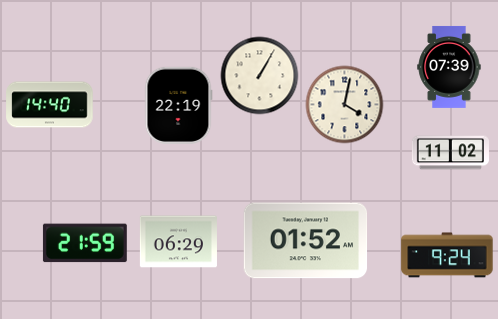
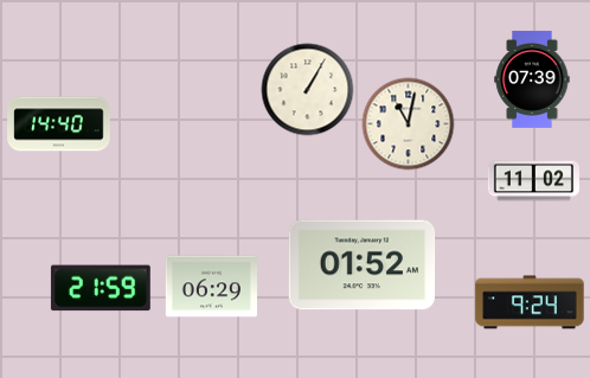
clock at (344, 104): 4:02 -> 11:02
clock at (178, 105): 22:19 -> none
clock at (306, 241) position: (306, 241) -> (363, 265)
